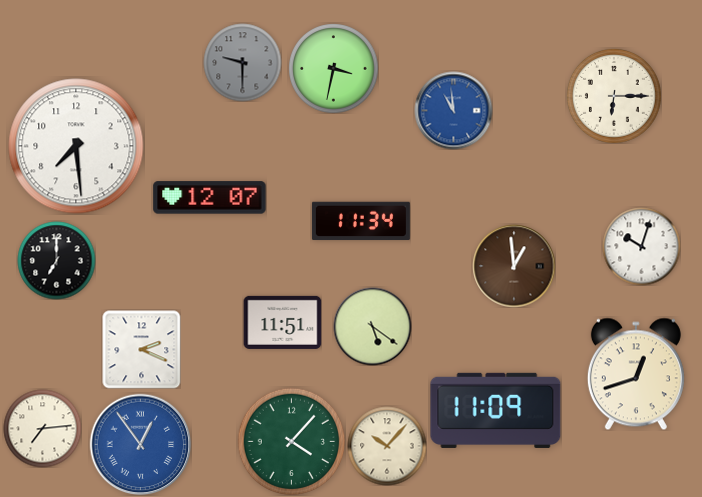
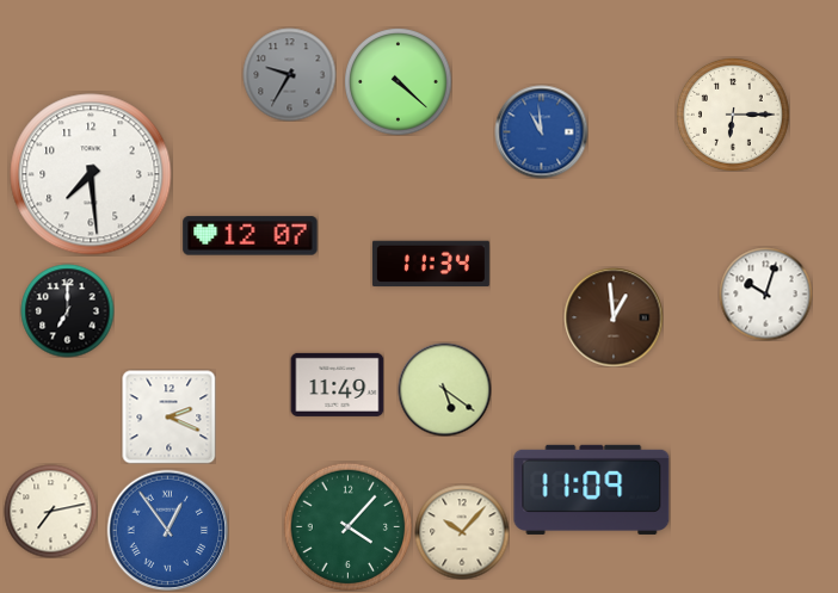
clock at (242, 62): 9:30 -> 9:35
clock at (333, 68): 3:32 -> 4:22
clock at (282, 322): 11:51 -> 11:49
clock at (636, 374): 12:42 -> none
clock at (42, 428): 7:14 -> 7:13
